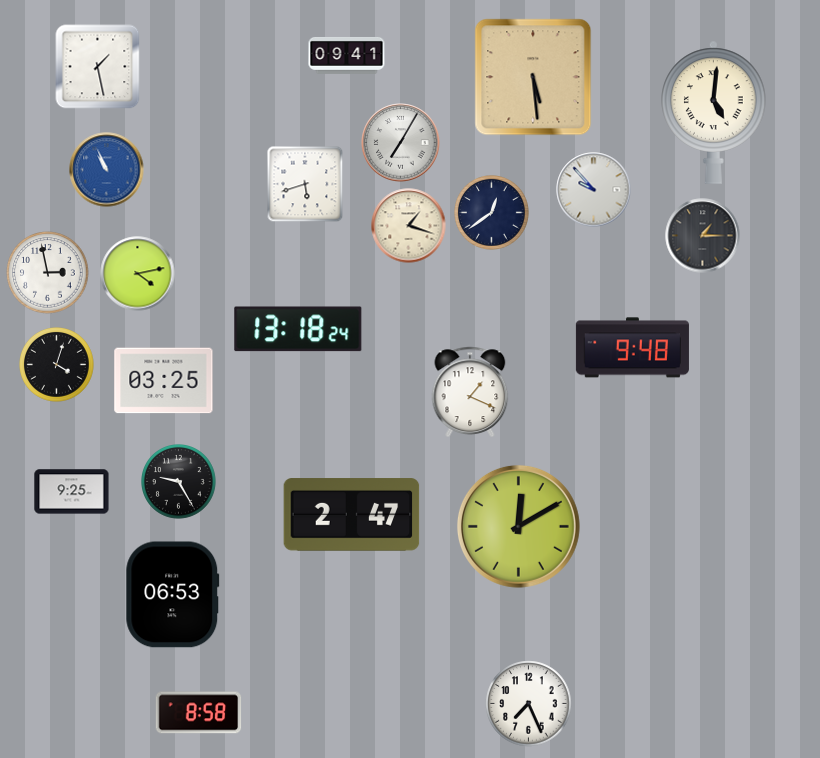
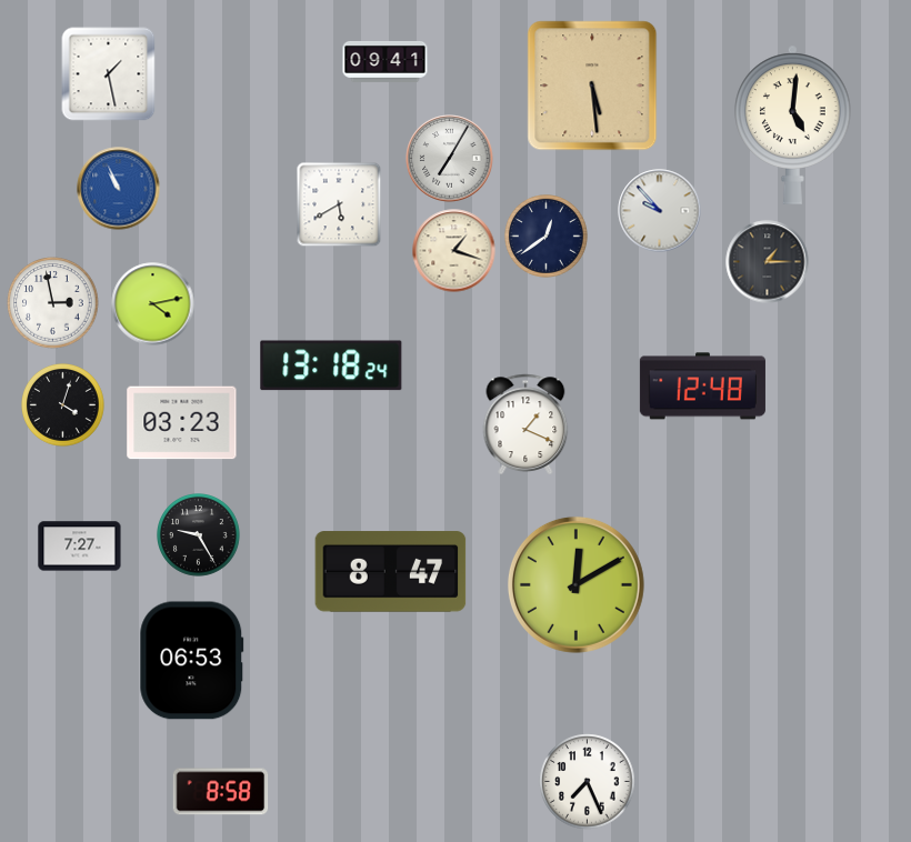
clock at (401, 143) position: (401, 143) -> (450, 159)
clock at (305, 184): 5:42 -> 5:40
clock at (703, 236) position: (703, 236) -> (768, 262)
clock at (632, 348): 9:48 -> 12:48
clock at (164, 381): 03:25 -> 03:23
clock at (470, 392) position: (470, 392) -> (525, 424)
clock at (72, 492): 9:25 -> 7:27
clock at (352, 515): 2:47 -> 8:47
